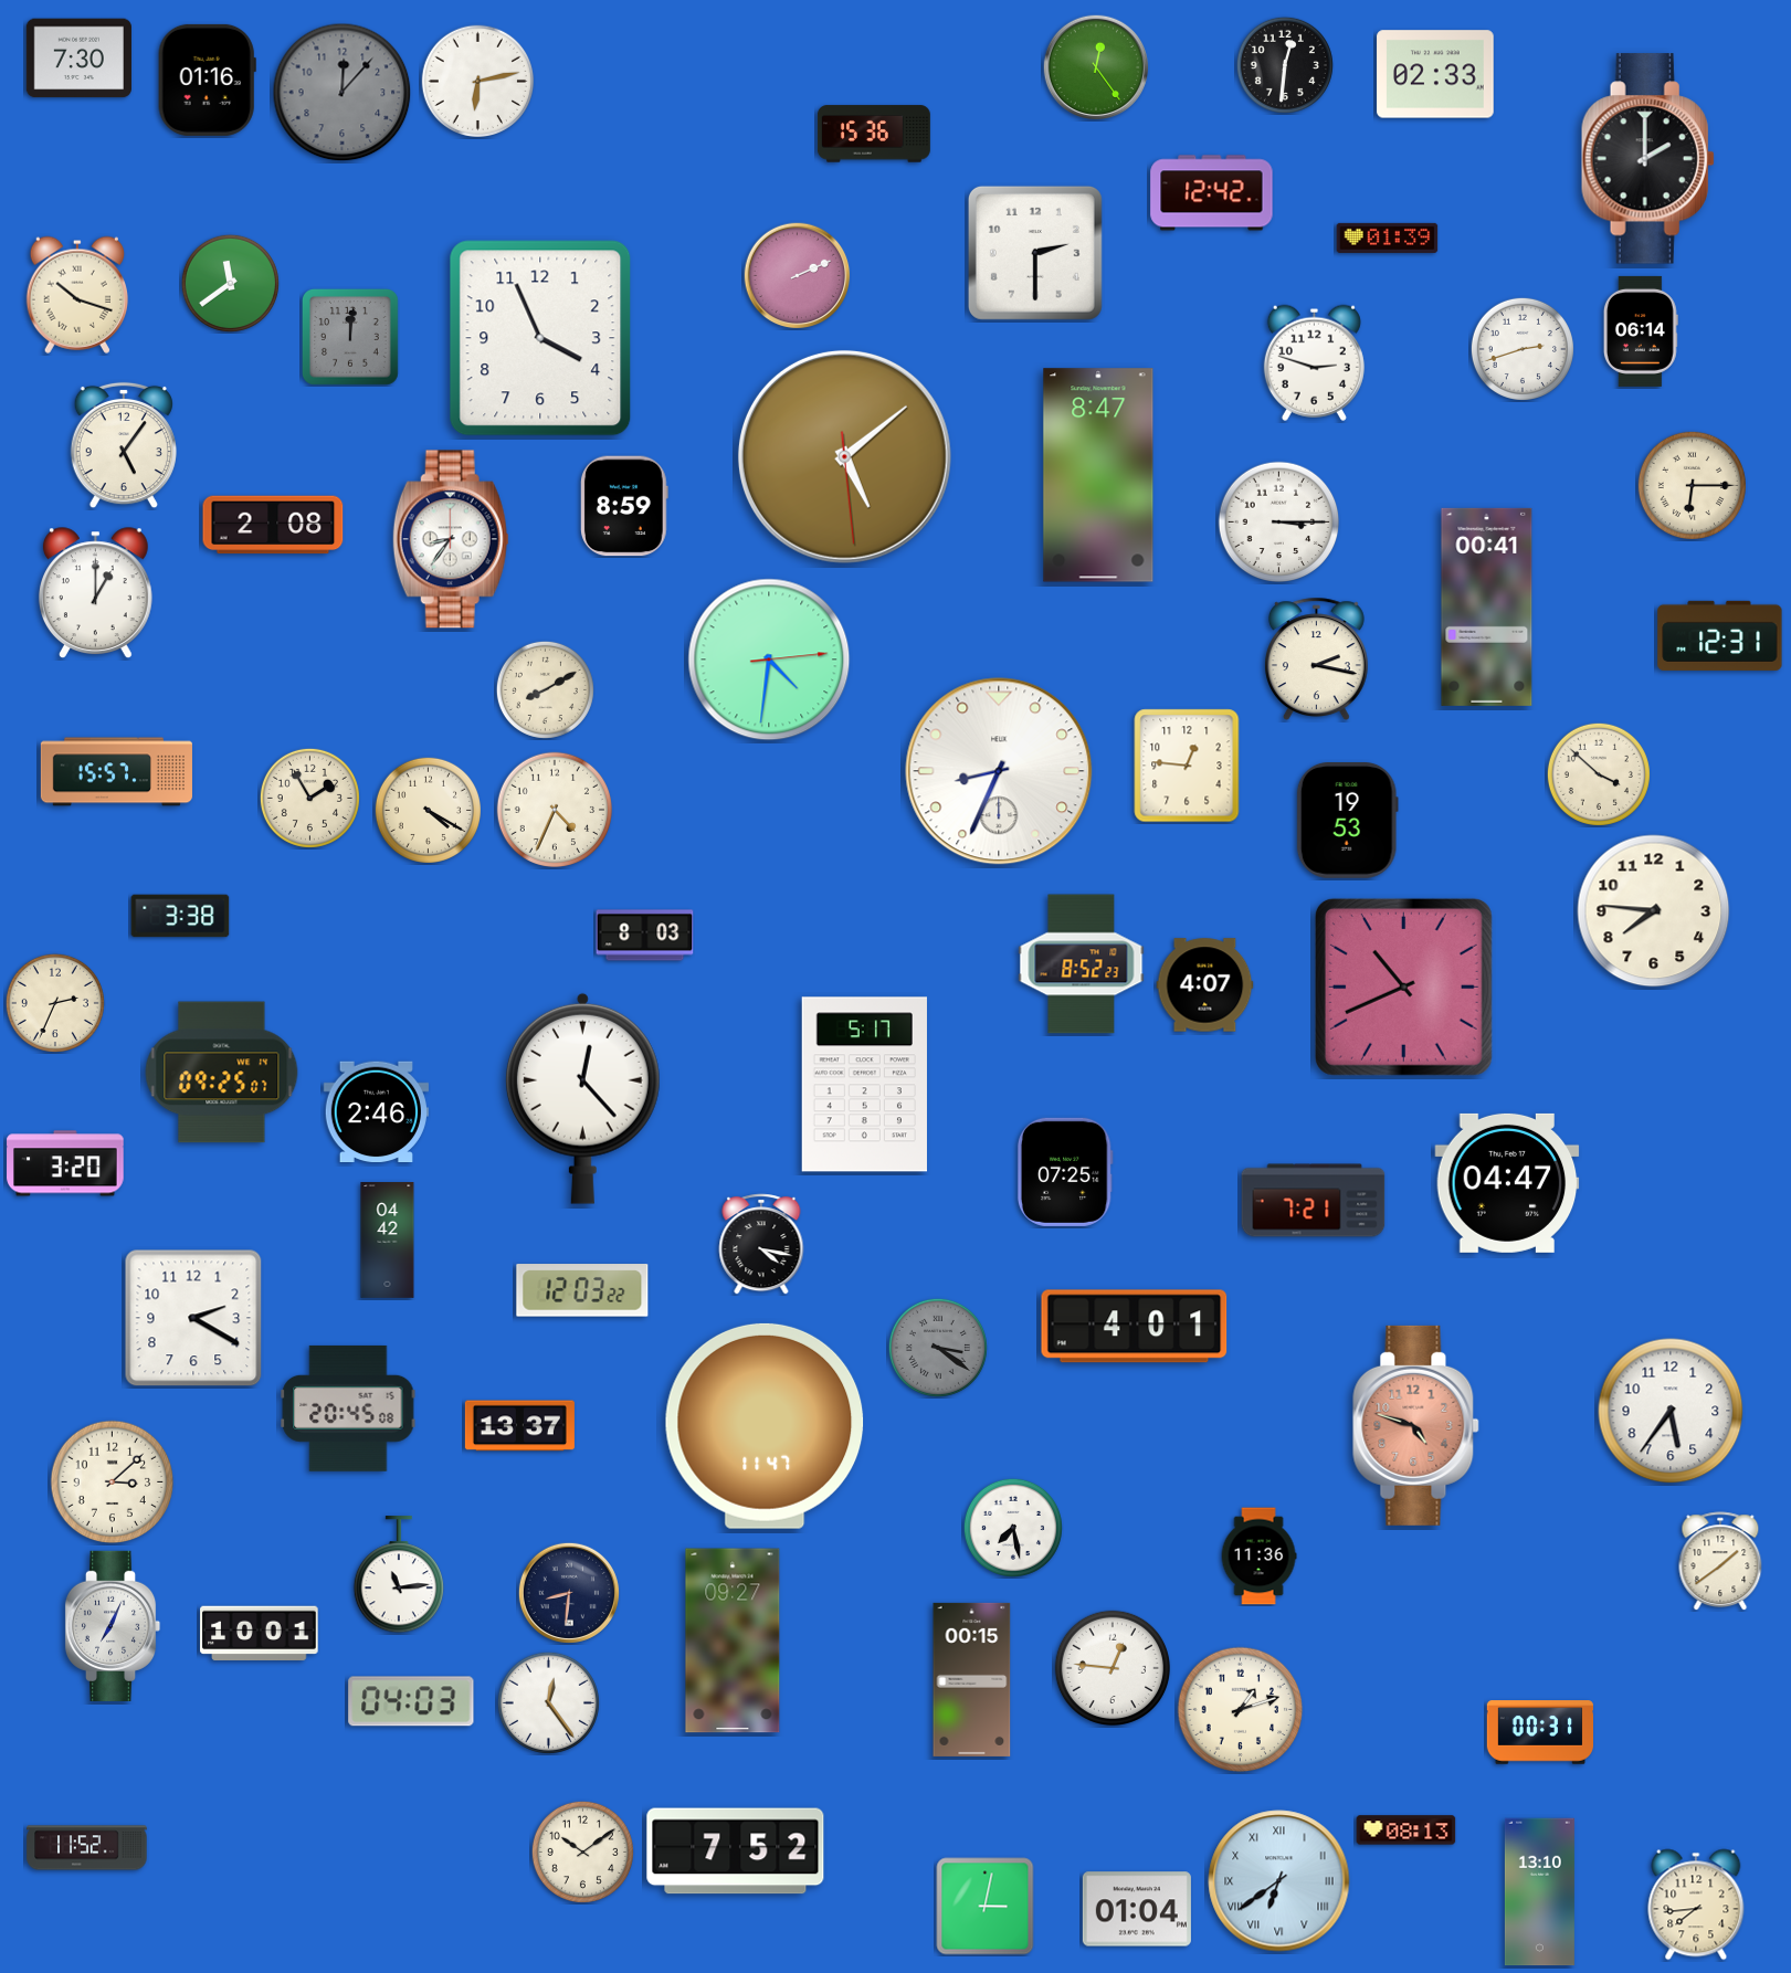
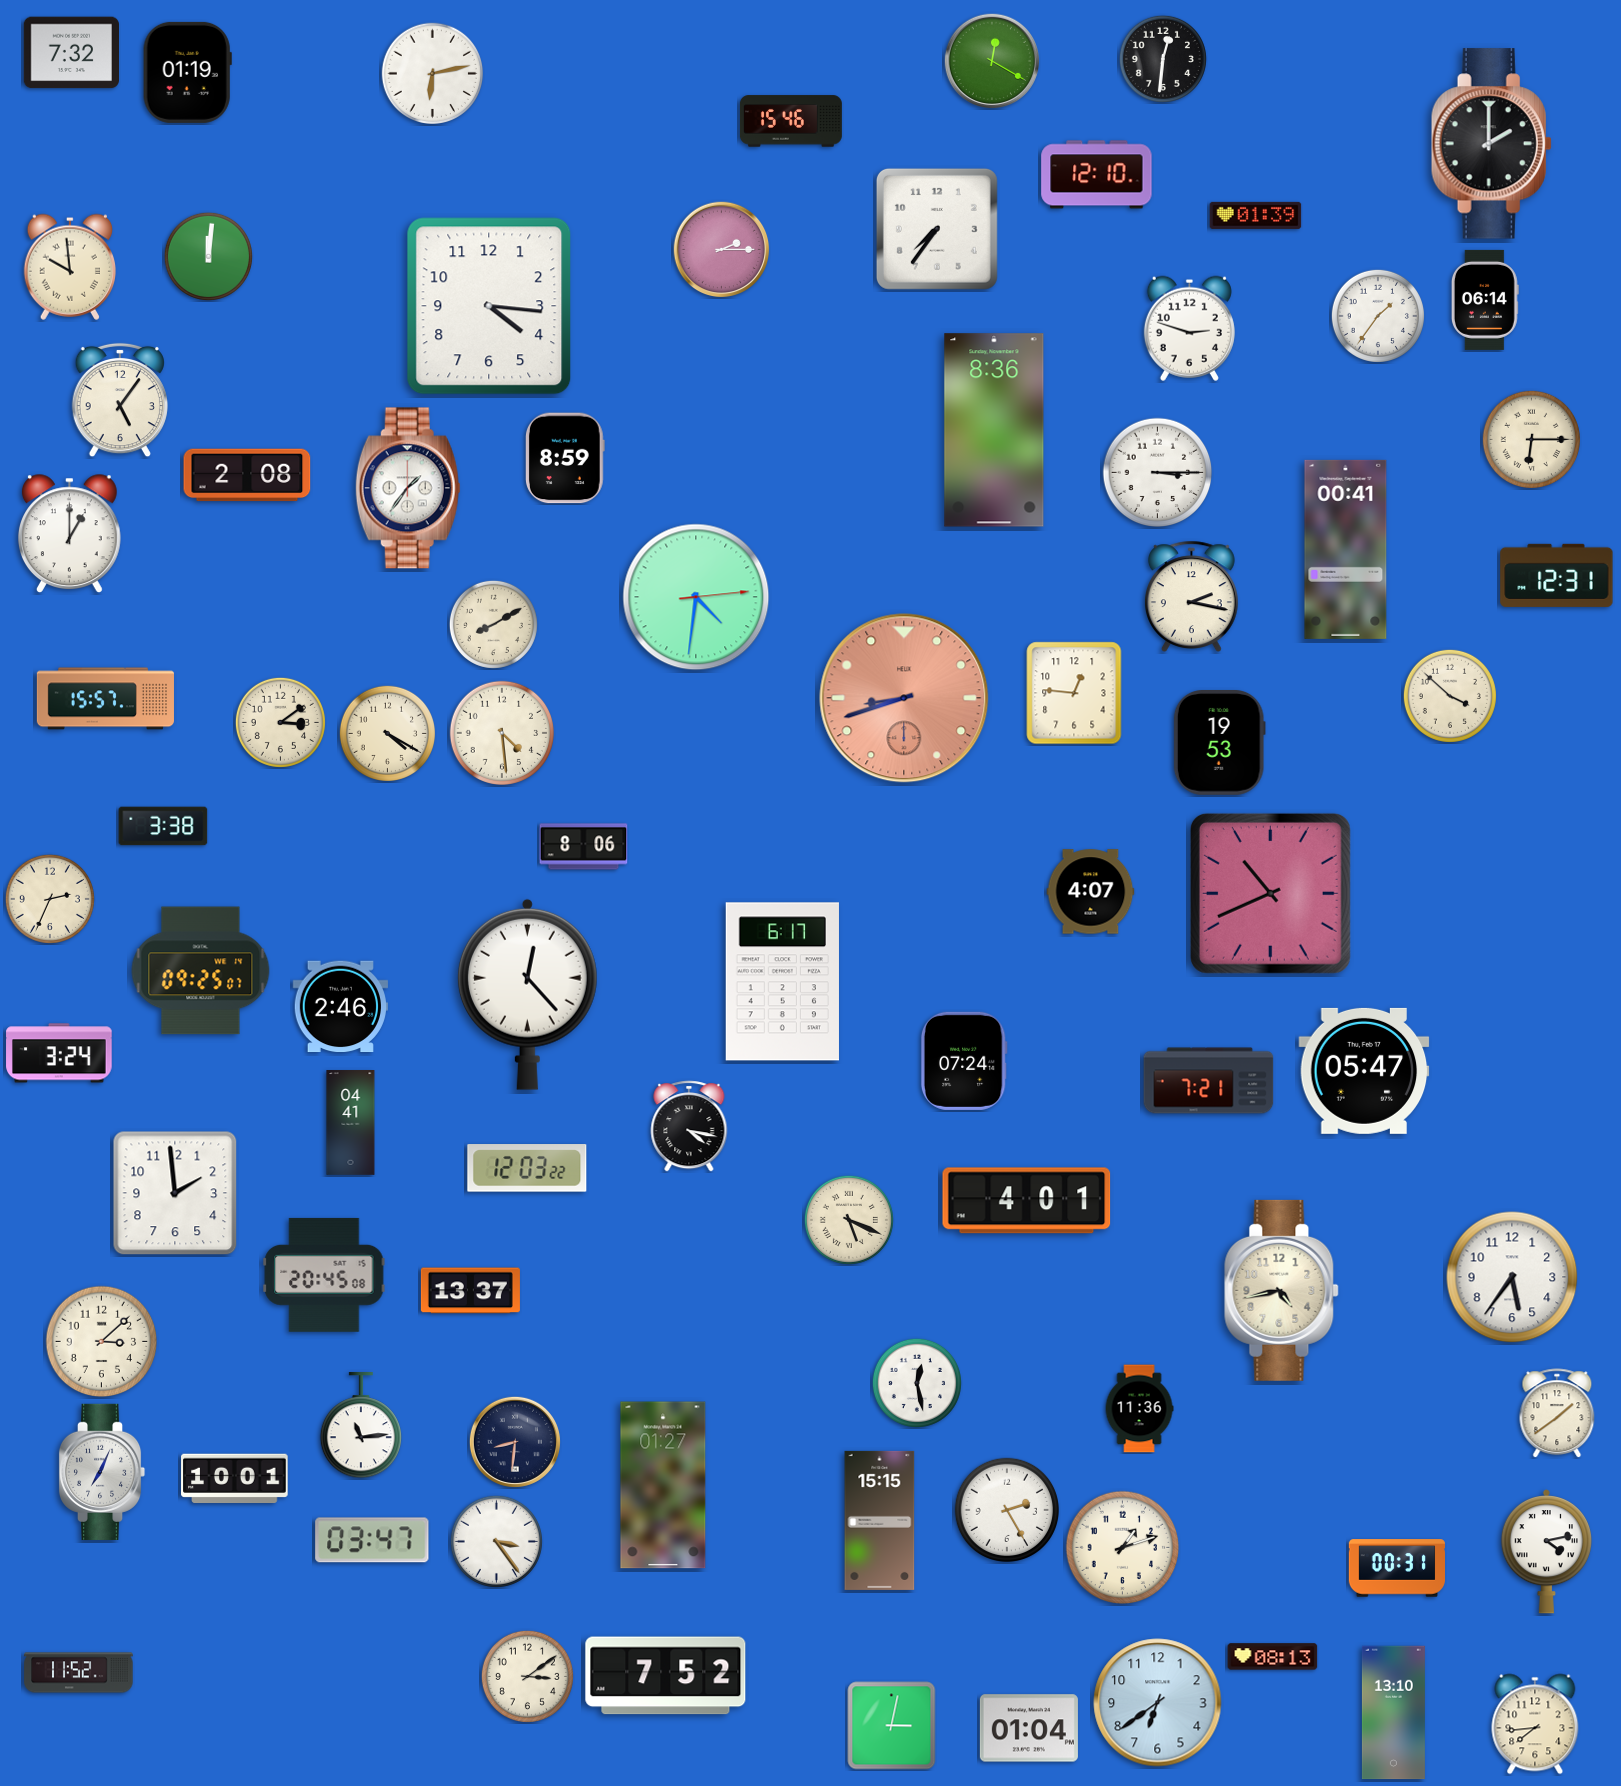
clock at (78, 59): 7:30 -> 7:32
clock at (1096, 67): 12:24 -> 12:20
clock at (1435, 74): 02:33 -> none
clock at (207, 80): 01:16 -> 01:19
clock at (343, 93): 12:07 -> none
clock at (874, 134): 15:36 -> 15:46
clock at (1212, 193): 12:42 -> 12:10
clock at (1035, 253): 2:30 -> 7:36
clock at (798, 276): 2:11 -> 2:15
clock at (230, 283): 11:39 -> 12:01
clock at (76, 295): 10:18 -> 9:59
clock at (350, 337): 12:01 -> none
clock at (540, 338): 3:56 -> 4:16
clock at (1523, 349): 2:42 -> 1:36
clock at (124, 445) position: (124, 445) -> (120, 400)
clock at (844, 456): 5:08 -> none
clock at (1098, 475): 8:47 -> 8:36
clock at (451, 539): 8:36 -> 1:36
clock at (95, 592) position: (95, 592) -> (69, 533)
clock at (999, 771): 8:34 -> 8:42
clock at (999, 771) dial: white -> salmon
clock at (1599, 774) position: (1599, 774) -> (1450, 696)
clock at (309, 798): 1:55 -> 3:09
clock at (555, 810): 4:34 -> 4:29
clock at (1654, 911): 7:46 -> none
clock at (180, 916) position: (180, 916) -> (163, 826)
clock at (645, 936): 8:03 -> 8:06
clock at (1082, 964): 8:52 -> none
clock at (55, 1003) position: (55, 1003) -> (50, 899)
clock at (864, 1085): 5:17 -> 6:17
clock at (65, 1163): 3:20 -> 3:24
clock at (1065, 1172): 07:25 -> 07:24
clock at (1507, 1183): 04:47 -> 05:47
clock at (1314, 1201) position: (1314, 1201) -> (1209, 1081)
clock at (388, 1241): 04:42 -> 04:41
clock at (193, 1318): 2:20 -> 1:59
clock at (938, 1348): 3:21 -> 5:19
clock at (938, 1348) dial: grey -> cream
clock at (348, 1408) position: (348, 1408) -> (324, 1275)
clock at (1416, 1425): 4:48 -> 4:43
clock at (1416, 1425) dial: salmon -> cream
clock at (765, 1426): 11:47 -> none
clock at (1013, 1528): 7:28 -> 12:28
clock at (733, 1640): 09:27 -> 01:27
clock at (1113, 1668): 12:46 -> 2:25
clock at (972, 1679): 00:15 -> 15:15
clock at (411, 1701): 04:03 -> 03:47
clock at (548, 1702): 12:24 -> 3:24
clock at (1546, 1552): none -> 4:13
clock at (1539, 1732) position: (1539, 1732) -> (1396, 1568)
clock at (582, 1851): 10:09 -> 3:09
clock at (1279, 1881) numerals: Roman -> Arabic
